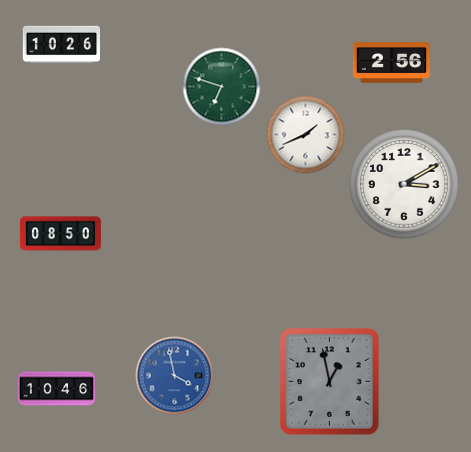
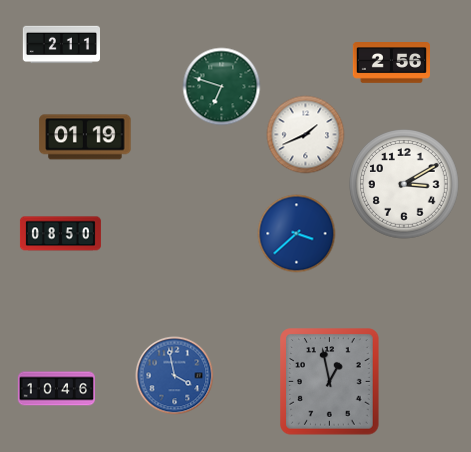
clock at (61, 45): 10:26 -> 2:11
clock at (85, 137): none -> 01:19
clock at (296, 233): none -> 3:38
